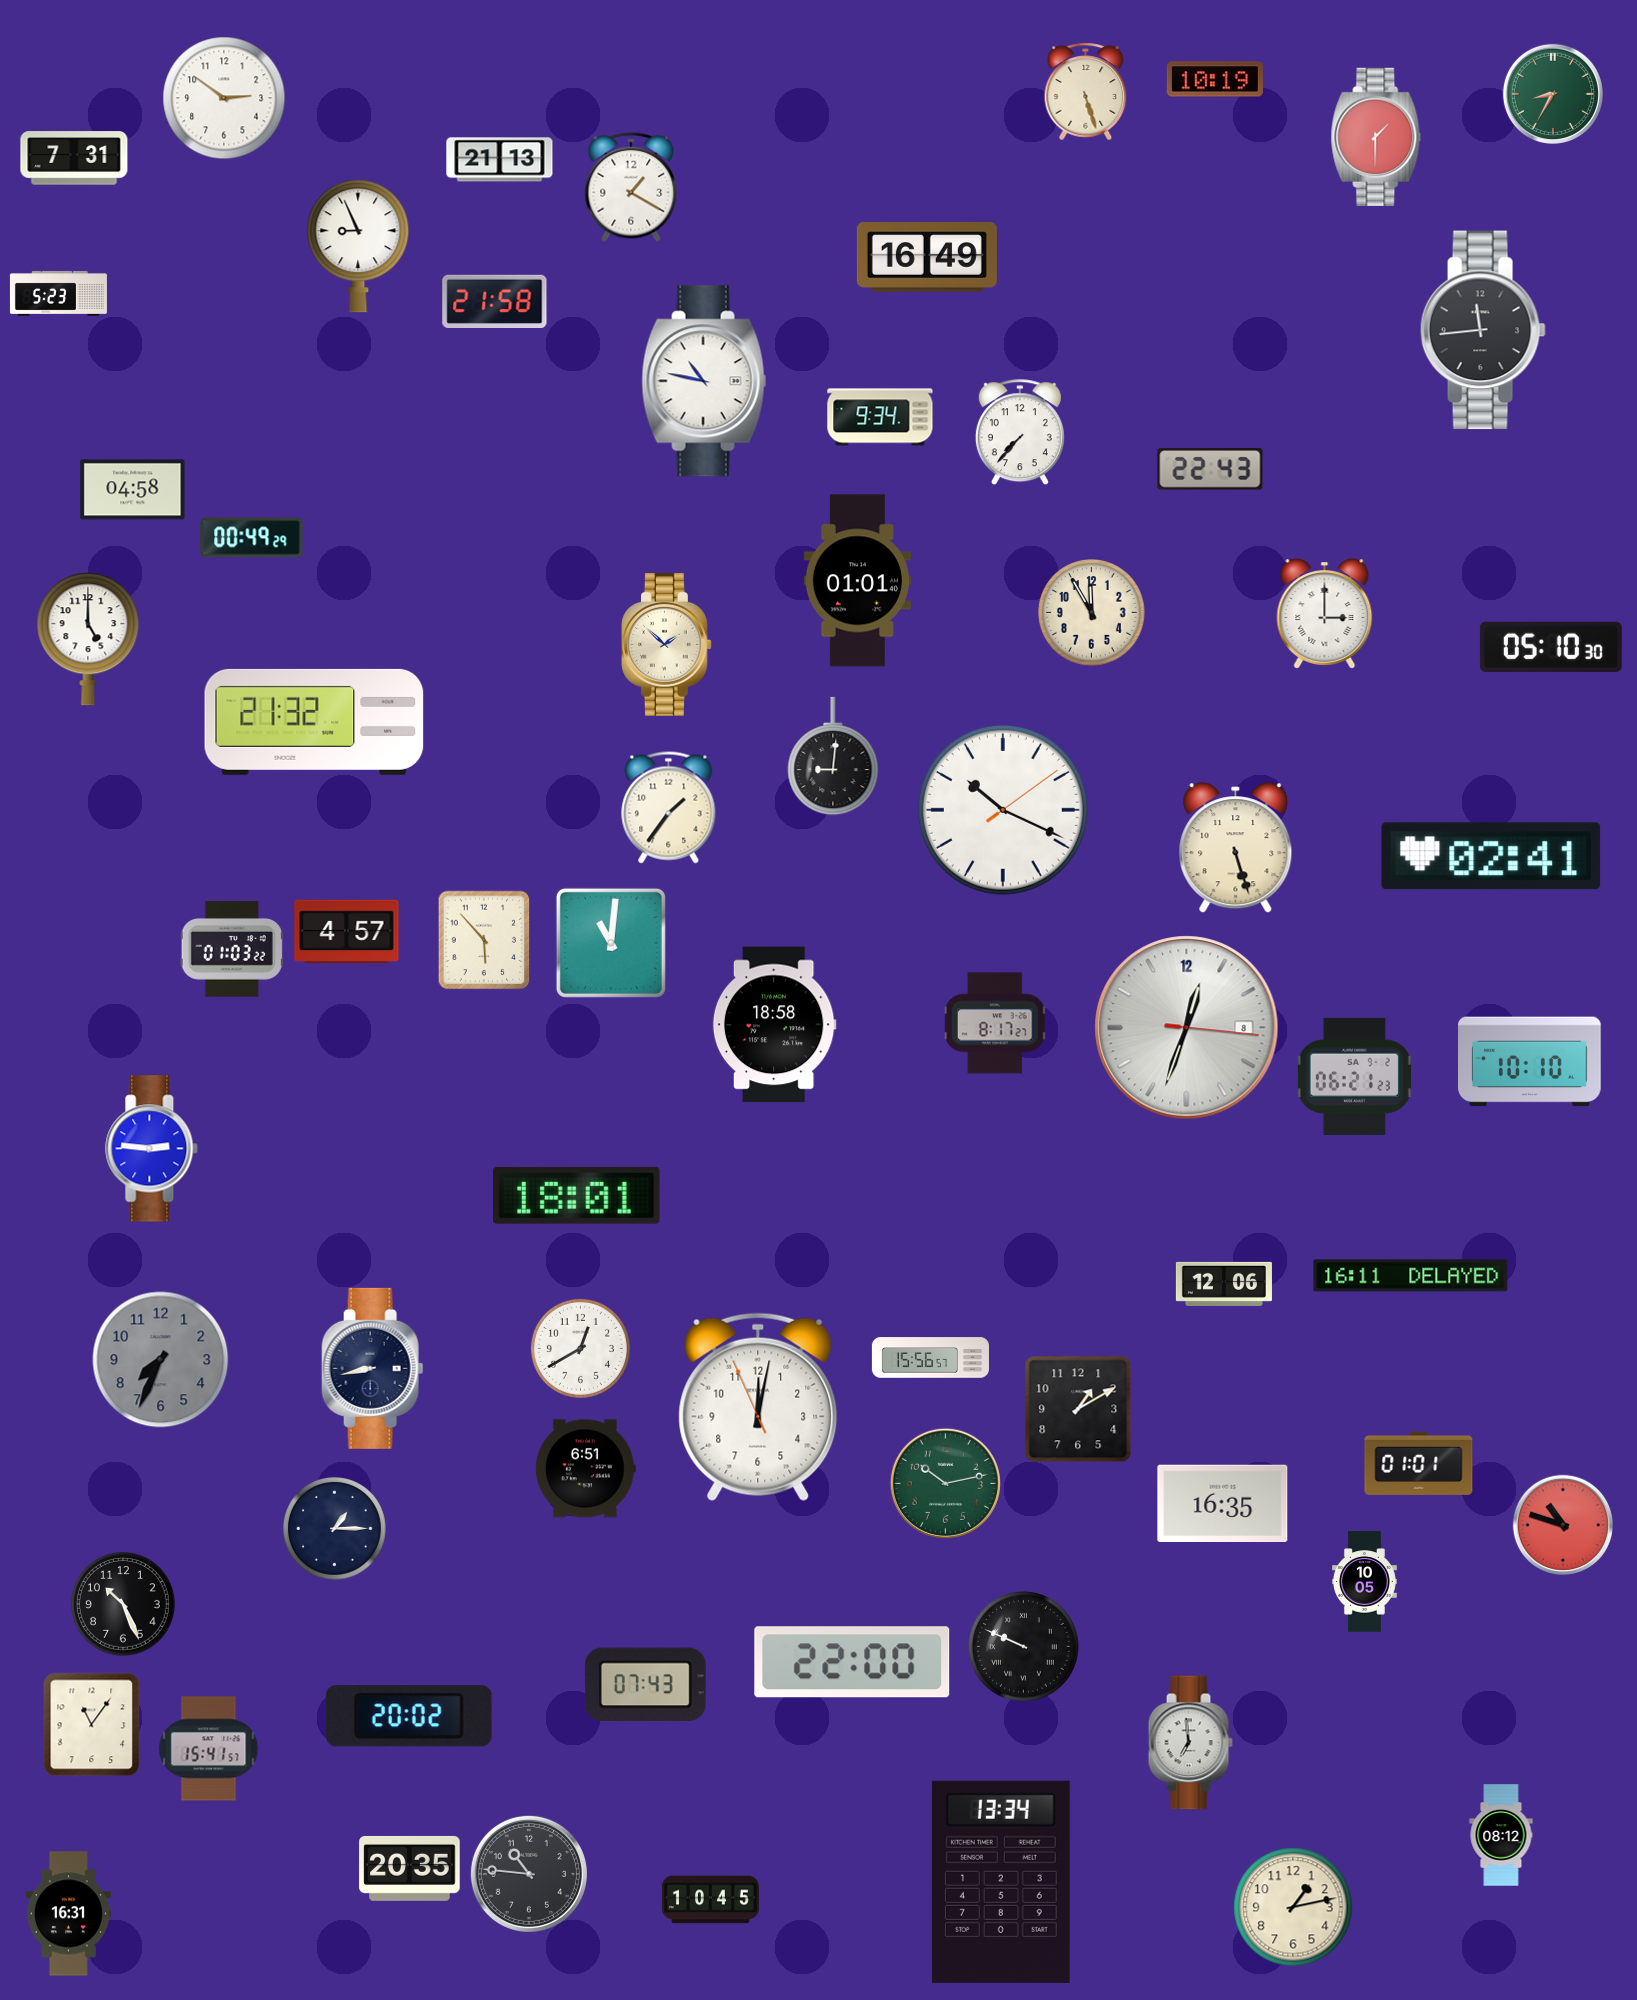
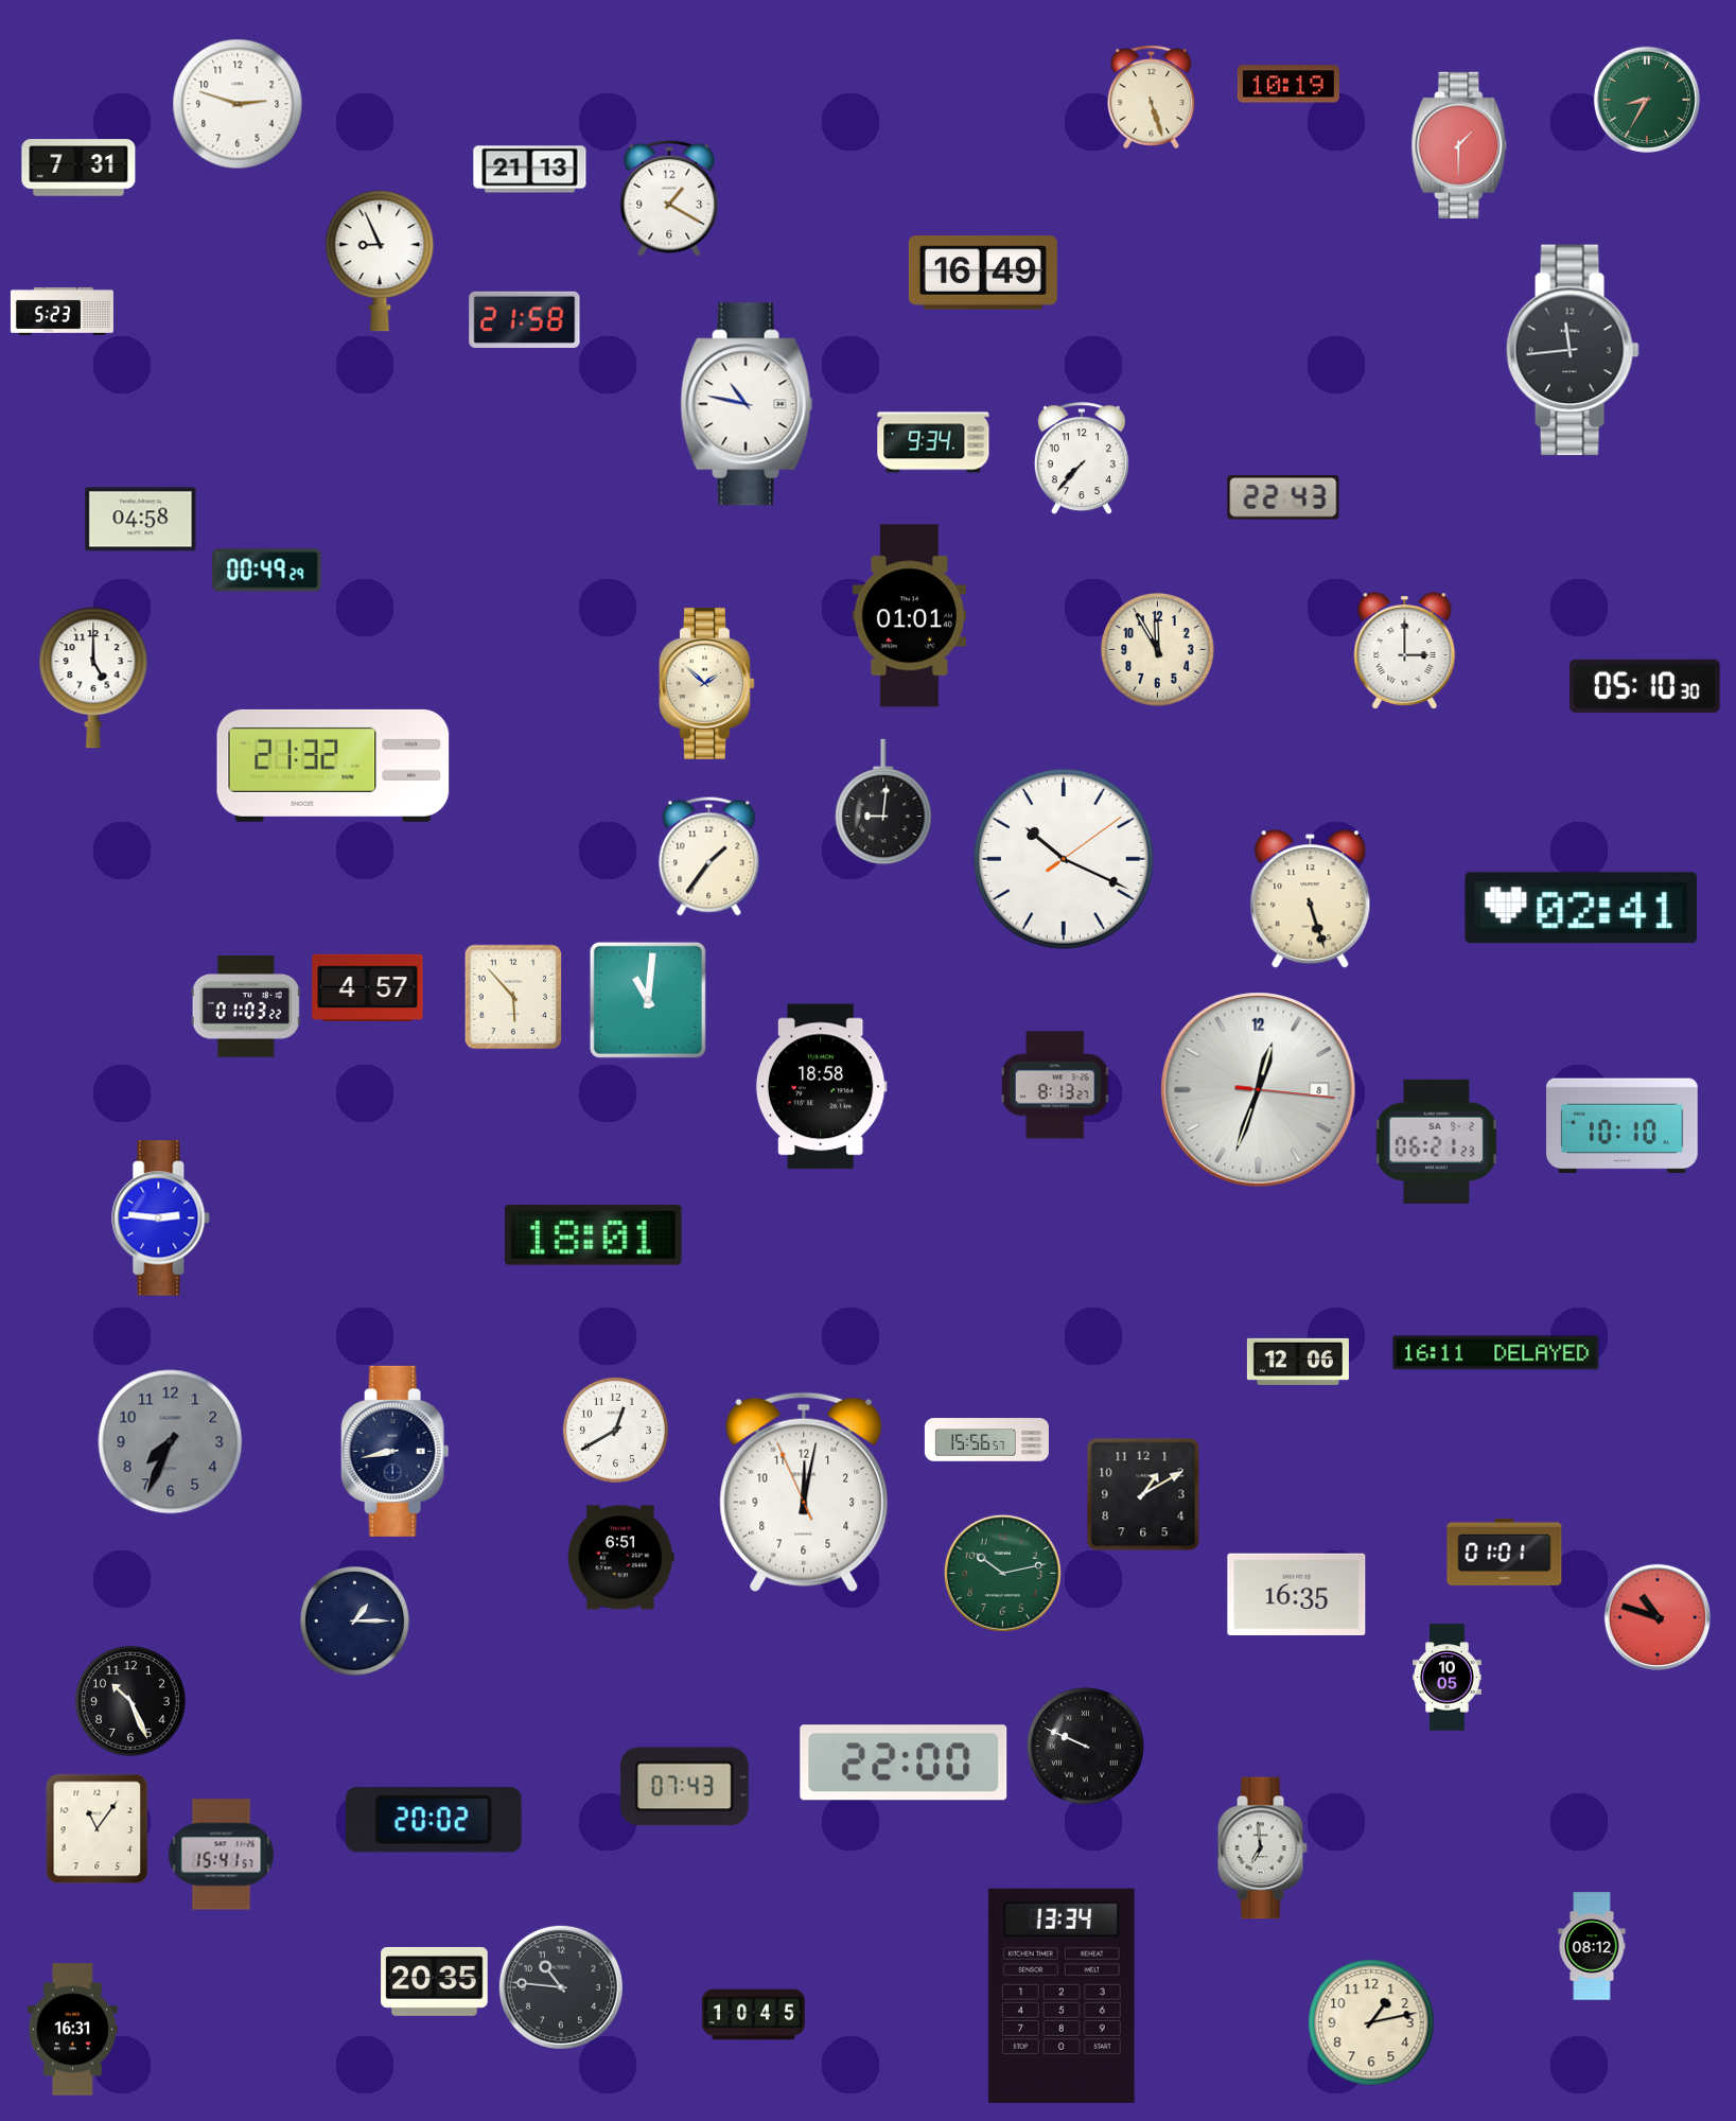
clock at (224, 98): 2:51 -> 2:48
clock at (995, 1023): 8:17 -> 8:13
clock at (577, 1195) position: (577, 1195) -> (594, 1234)
